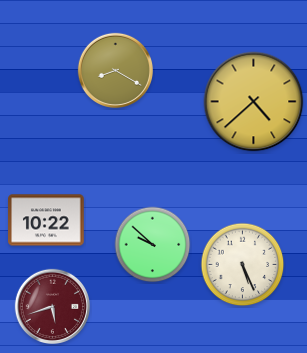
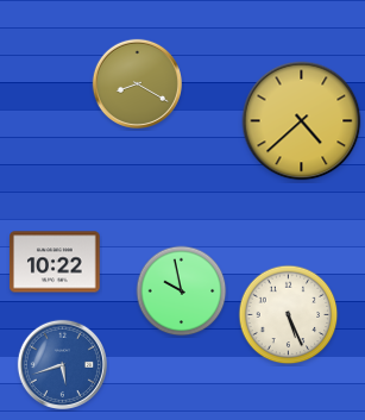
clock at (153, 245): 9:52 -> 9:58
clock at (52, 306) dial: burgundy -> blue
